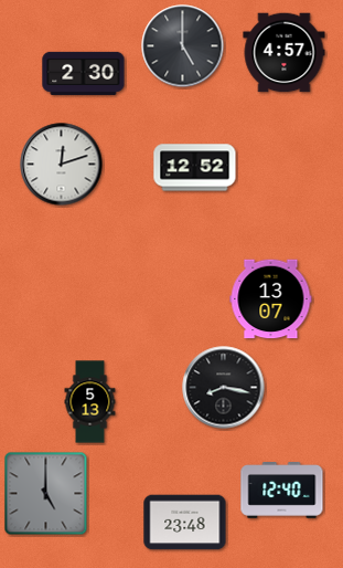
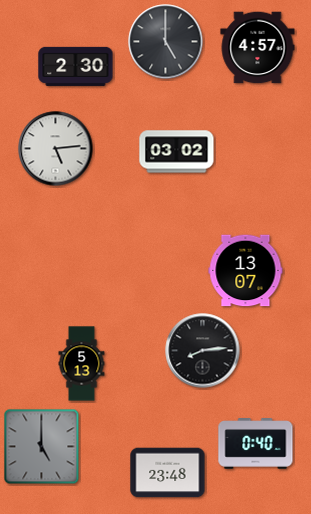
clock at (62, 165): 12:12 -> 5:14
clock at (195, 168): 12:52 -> 03:02
clock at (224, 388): 8:17 -> 8:14
clock at (282, 491): 12:40 -> 0:40
